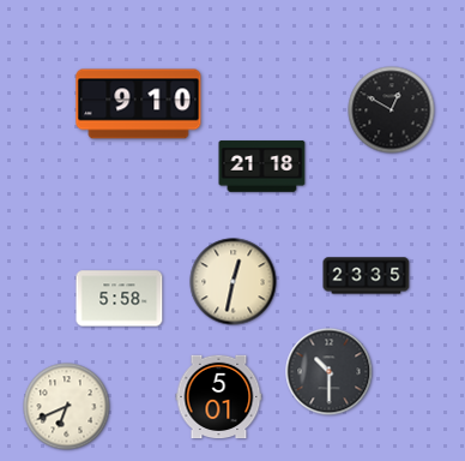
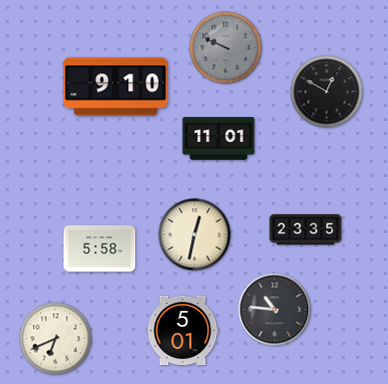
clock at (226, 48): none -> 9:49
clock at (262, 167): 21:18 -> 11:01
clock at (330, 372): 10:30 -> 10:46
